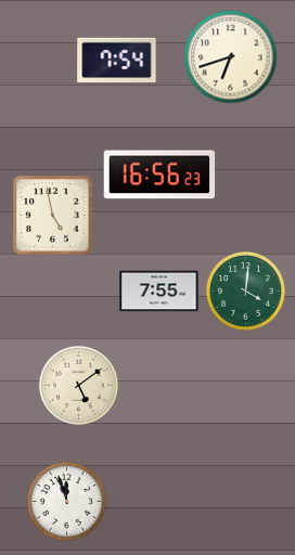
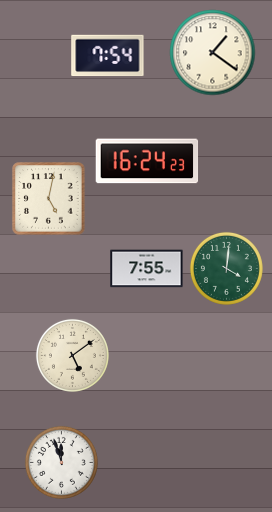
clock at (231, 57): 6:42 -> 1:21
clock at (159, 175): 16:56 -> 16:24
clock at (53, 216): 4:58 -> 5:02
